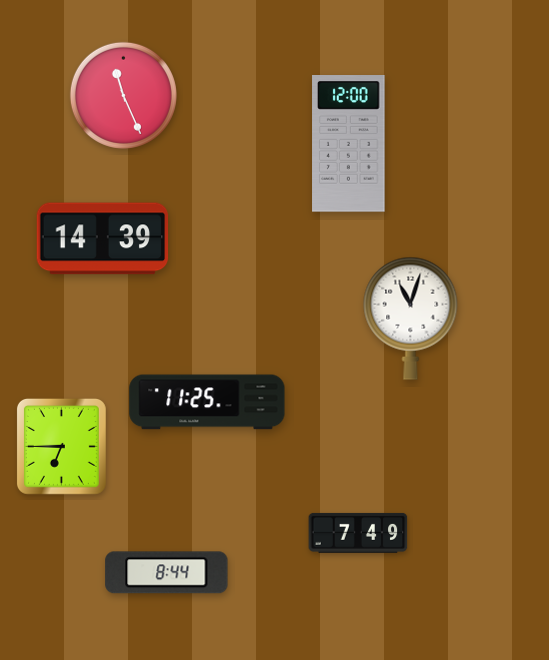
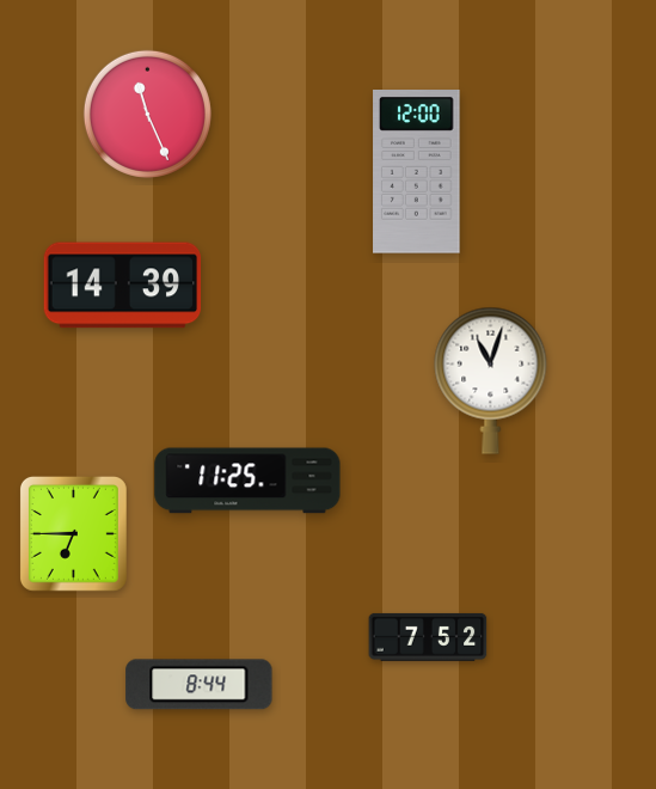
clock at (358, 533): 7:49 -> 7:52
